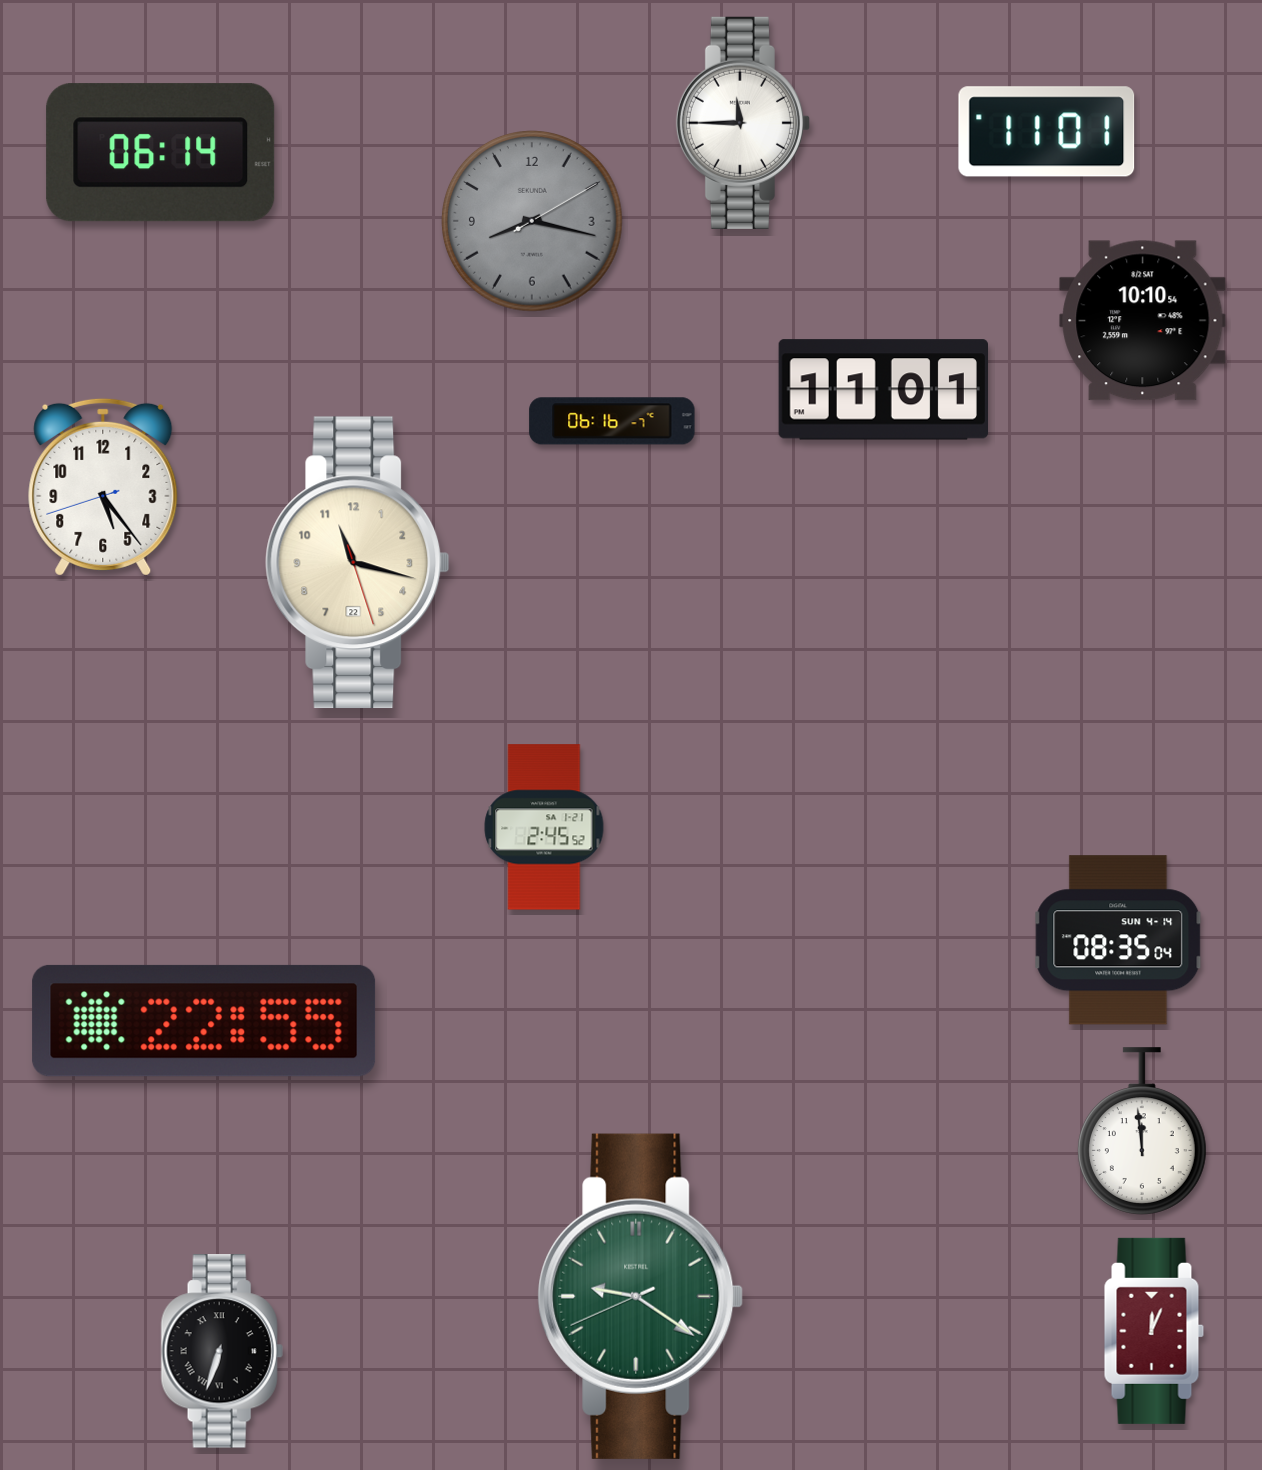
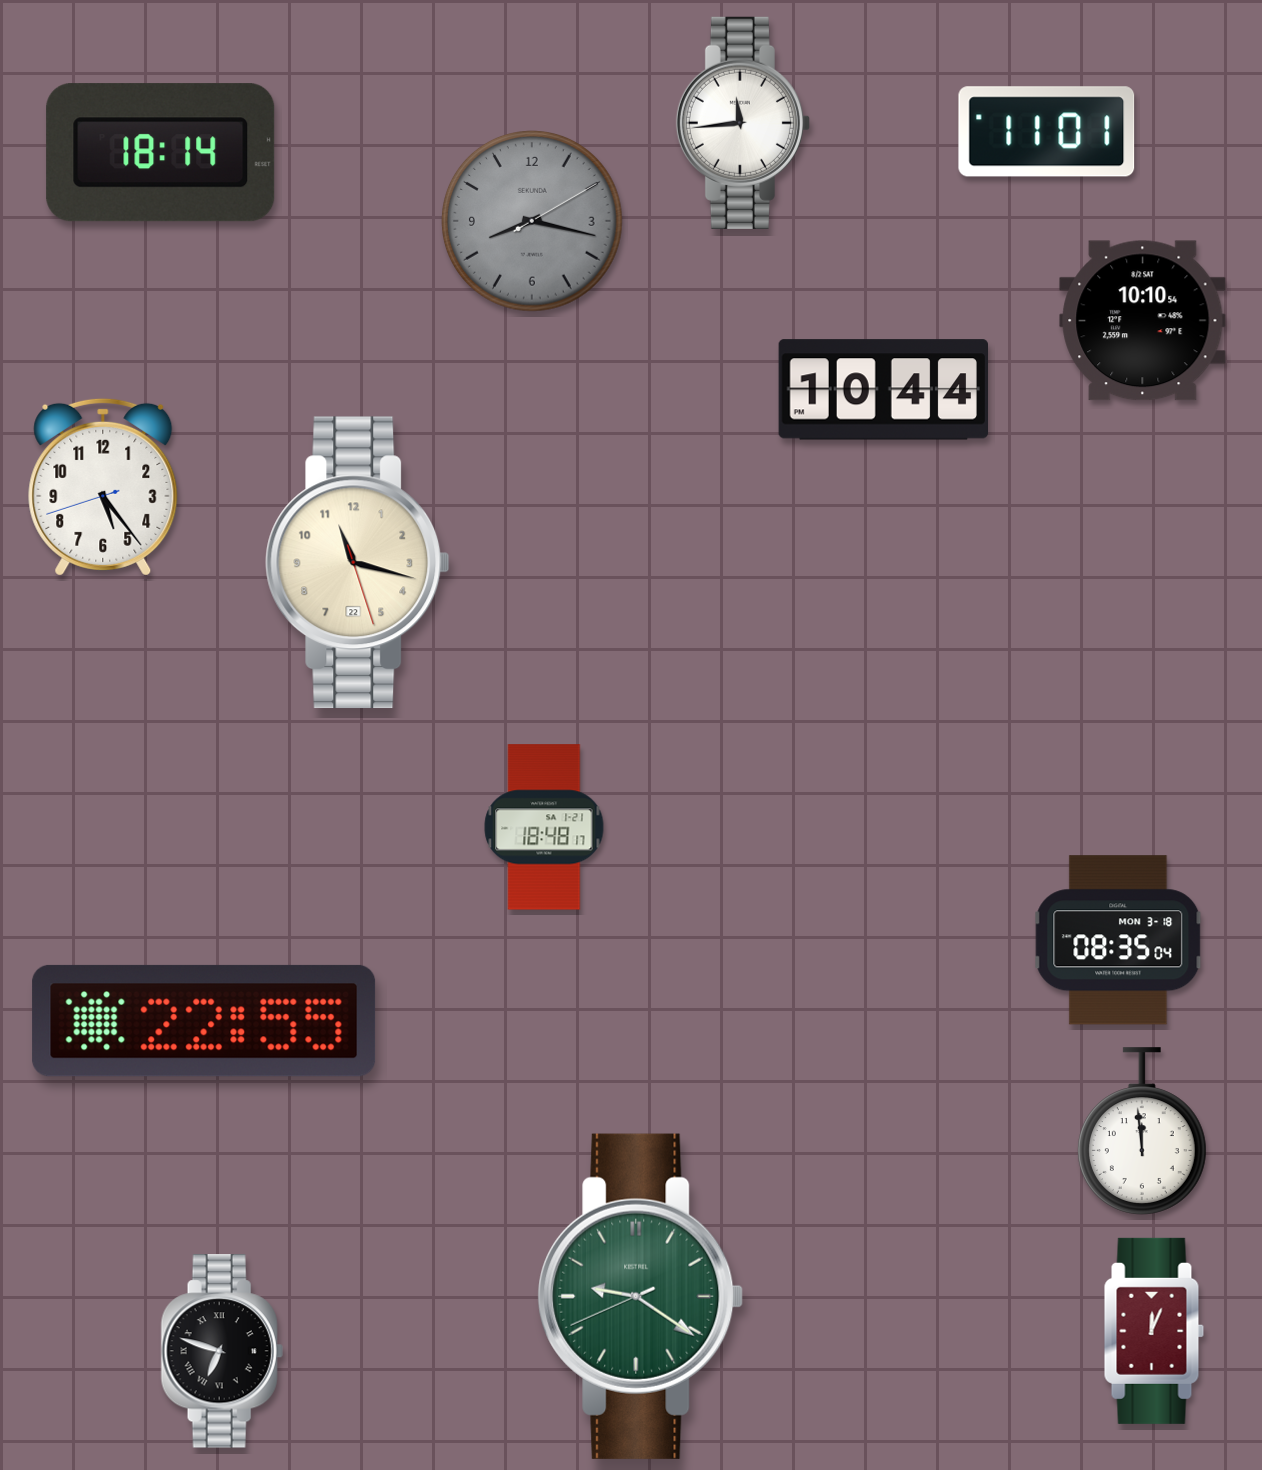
clock at (743, 123): 11:45 -> 11:44
clock at (161, 153): 06:14 -> 18:14
clock at (883, 390): 11:01 -> 10:44
clock at (612, 421): 06:16 -> none
clock at (544, 827): 2:45 -> 18:48
clock at (1118, 940) date: SUN 4-14 -> MON 3-18
clock at (222, 1351): 6:33 -> 6:48
